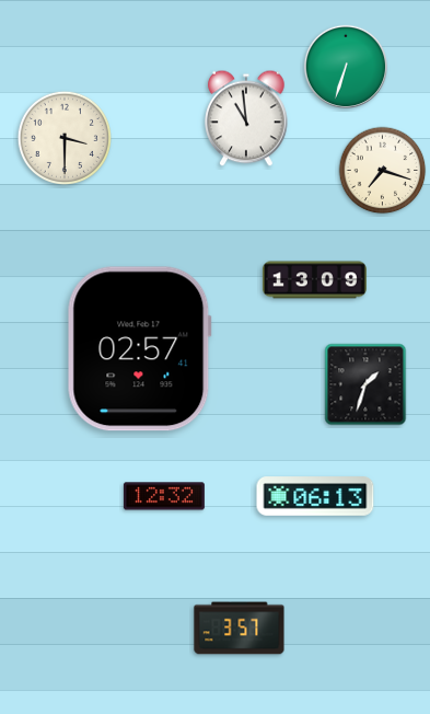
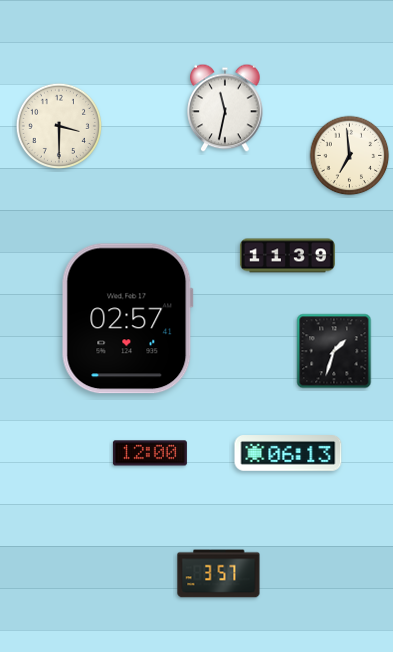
clock at (345, 66): 6:33 -> none
clock at (246, 118): 10:59 -> 11:32
clock at (383, 171): 7:18 -> 6:59
clock at (314, 280): 13:09 -> 11:39
clock at (164, 496): 12:32 -> 12:00
